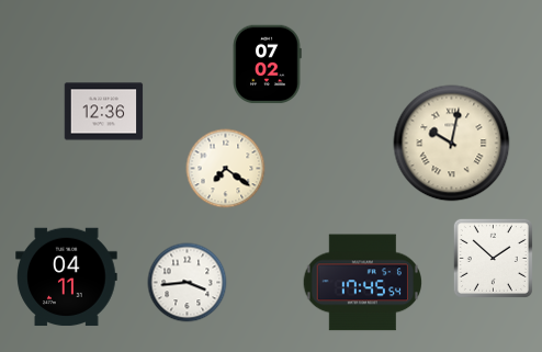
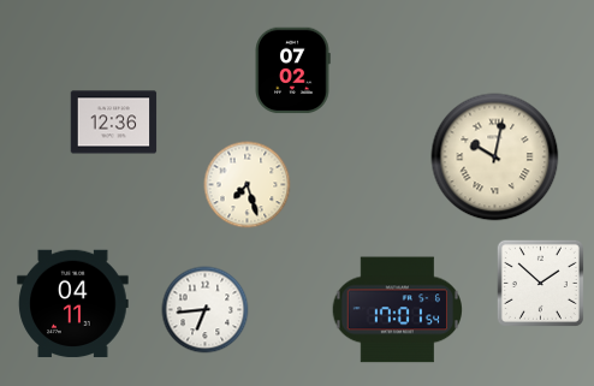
clock at (226, 169): 7:21 -> 7:27
clock at (188, 283): 3:44 -> 6:44
clock at (363, 283): 17:45 -> 17:01
